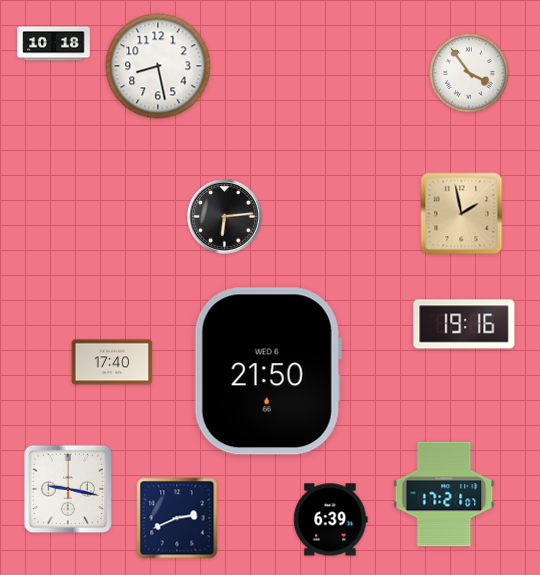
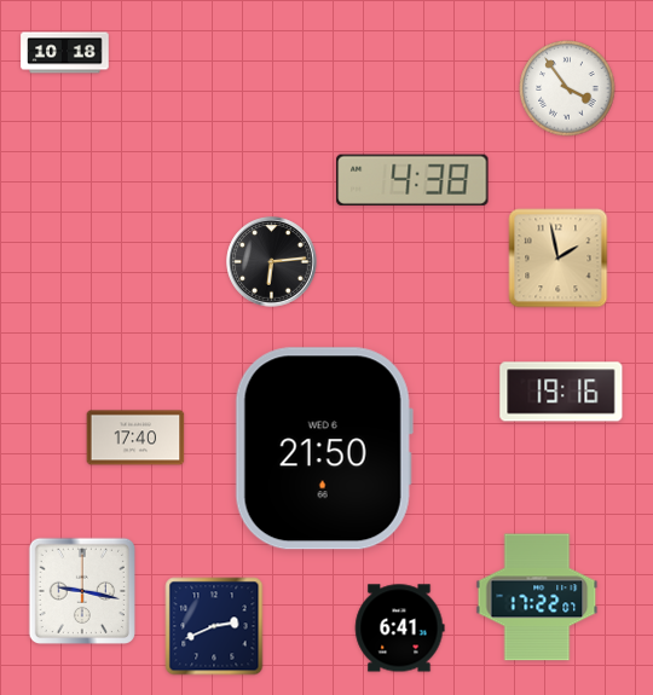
clock at (158, 66): 8:28 -> none
clock at (412, 180): none -> 4:38
clock at (444, 494): 17:21 -> 17:22
clock at (330, 520): 6:39 -> 6:41
